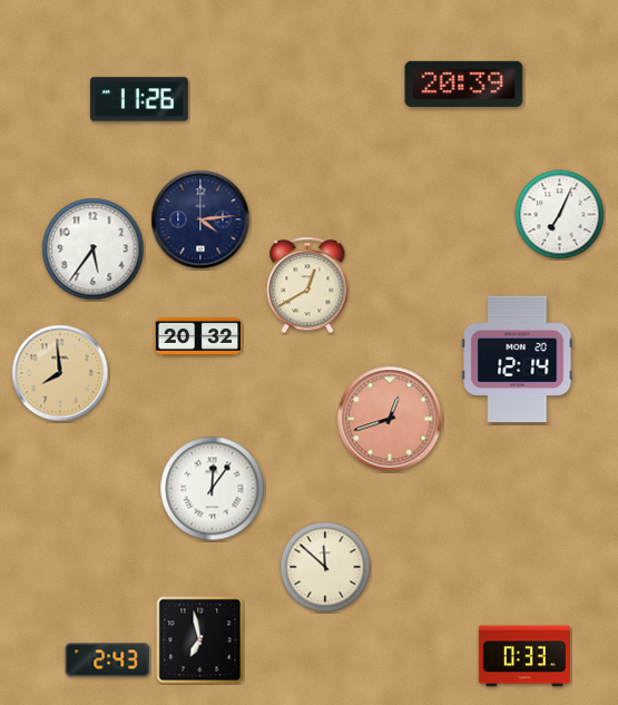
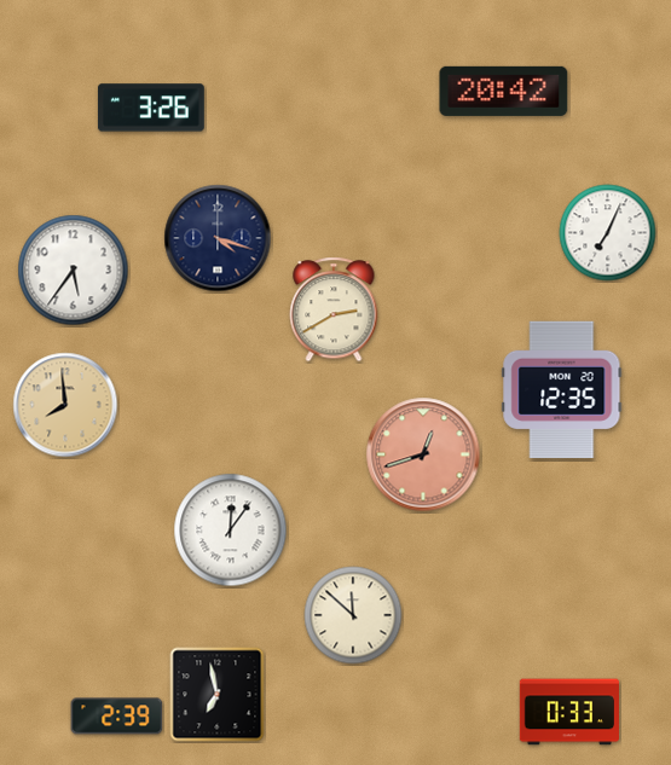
clock at (464, 84): 20:39 -> 20:42
clock at (139, 99): 11:26 -> 3:26
clock at (200, 219): 4:14 -> 4:18
clock at (94, 249) position: (94, 249) -> (74, 271)
clock at (307, 285): 12:40 -> 2:40
clock at (198, 336): 20:32 -> none
clock at (518, 360): 12:14 -> 12:35
clock at (108, 660): 2:43 -> 2:39
